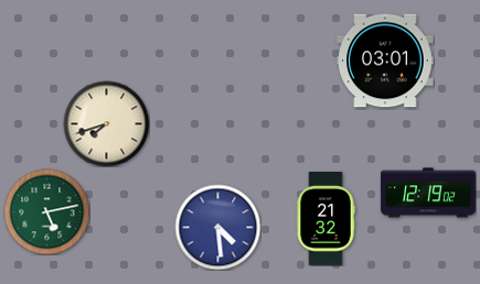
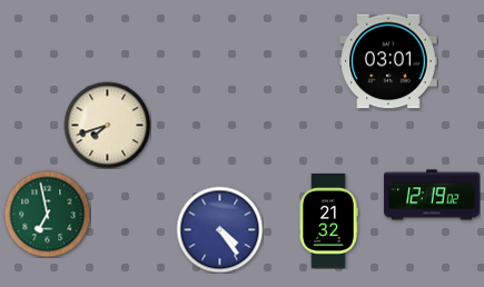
clock at (46, 211): 5:13 -> 6:58
clock at (217, 227): 4:29 -> 4:24
